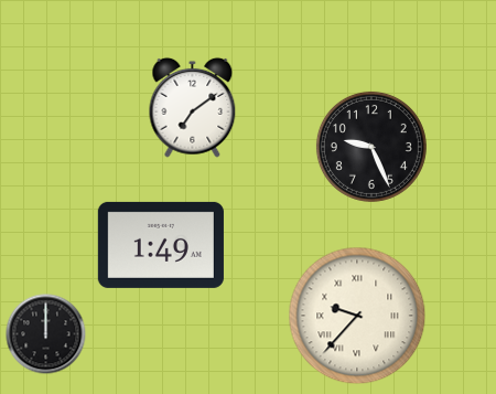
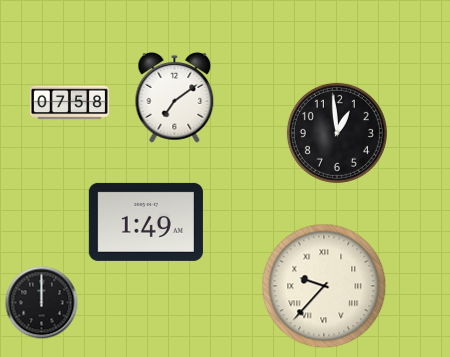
clock at (69, 103): none -> 07:58
clock at (371, 147): 9:26 -> 12:59
